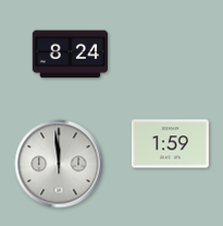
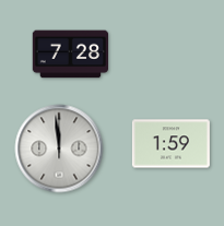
clock at (70, 55): 8:24 -> 7:28
clock at (59, 164) position: (59, 164) -> (59, 148)
